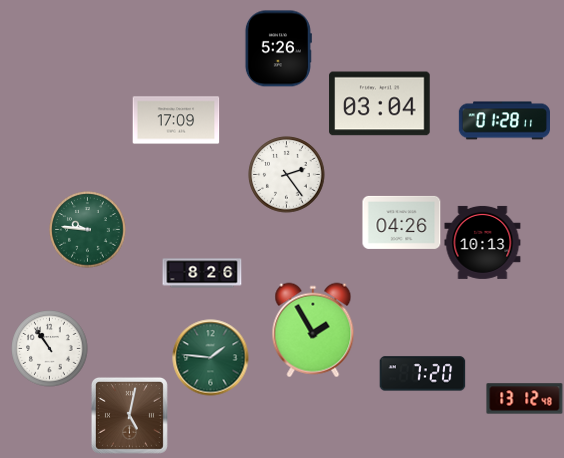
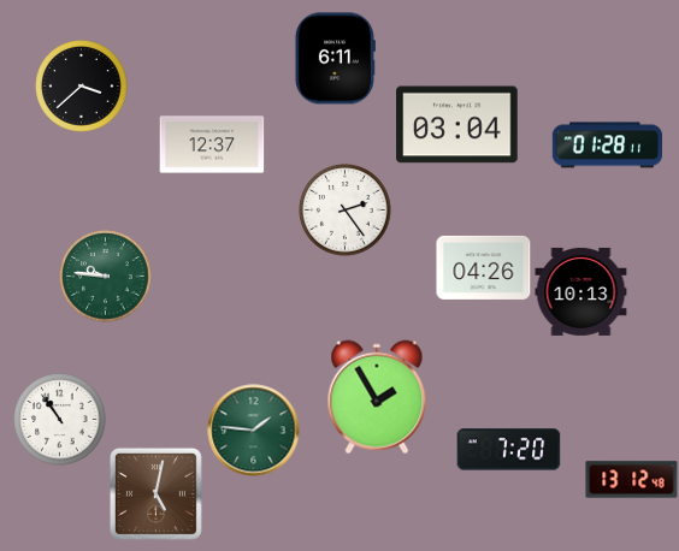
clock at (278, 49): 5:26 -> 6:11
clock at (82, 87): none -> 3:38
clock at (176, 120): 17:09 -> 12:37
clock at (202, 273): 8:26 -> none
clock at (129, 415) position: (129, 415) -> (155, 493)
